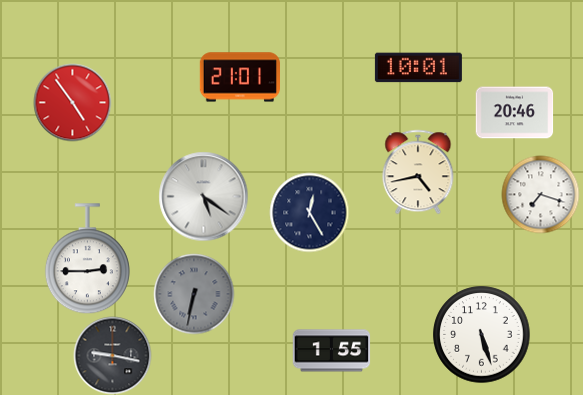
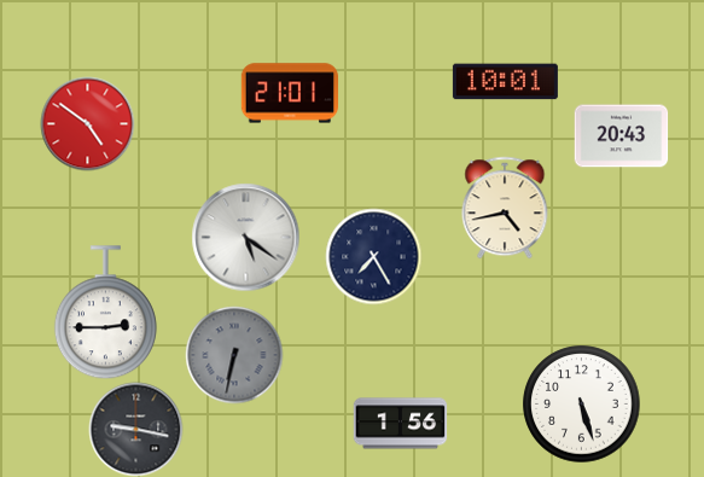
clock at (72, 102): 4:54 -> 4:51
clock at (514, 113): 20:46 -> 20:43
clock at (540, 194): 7:18 -> none
clock at (309, 212): 12:25 -> 7:25
clock at (331, 351): 1:55 -> 1:56
